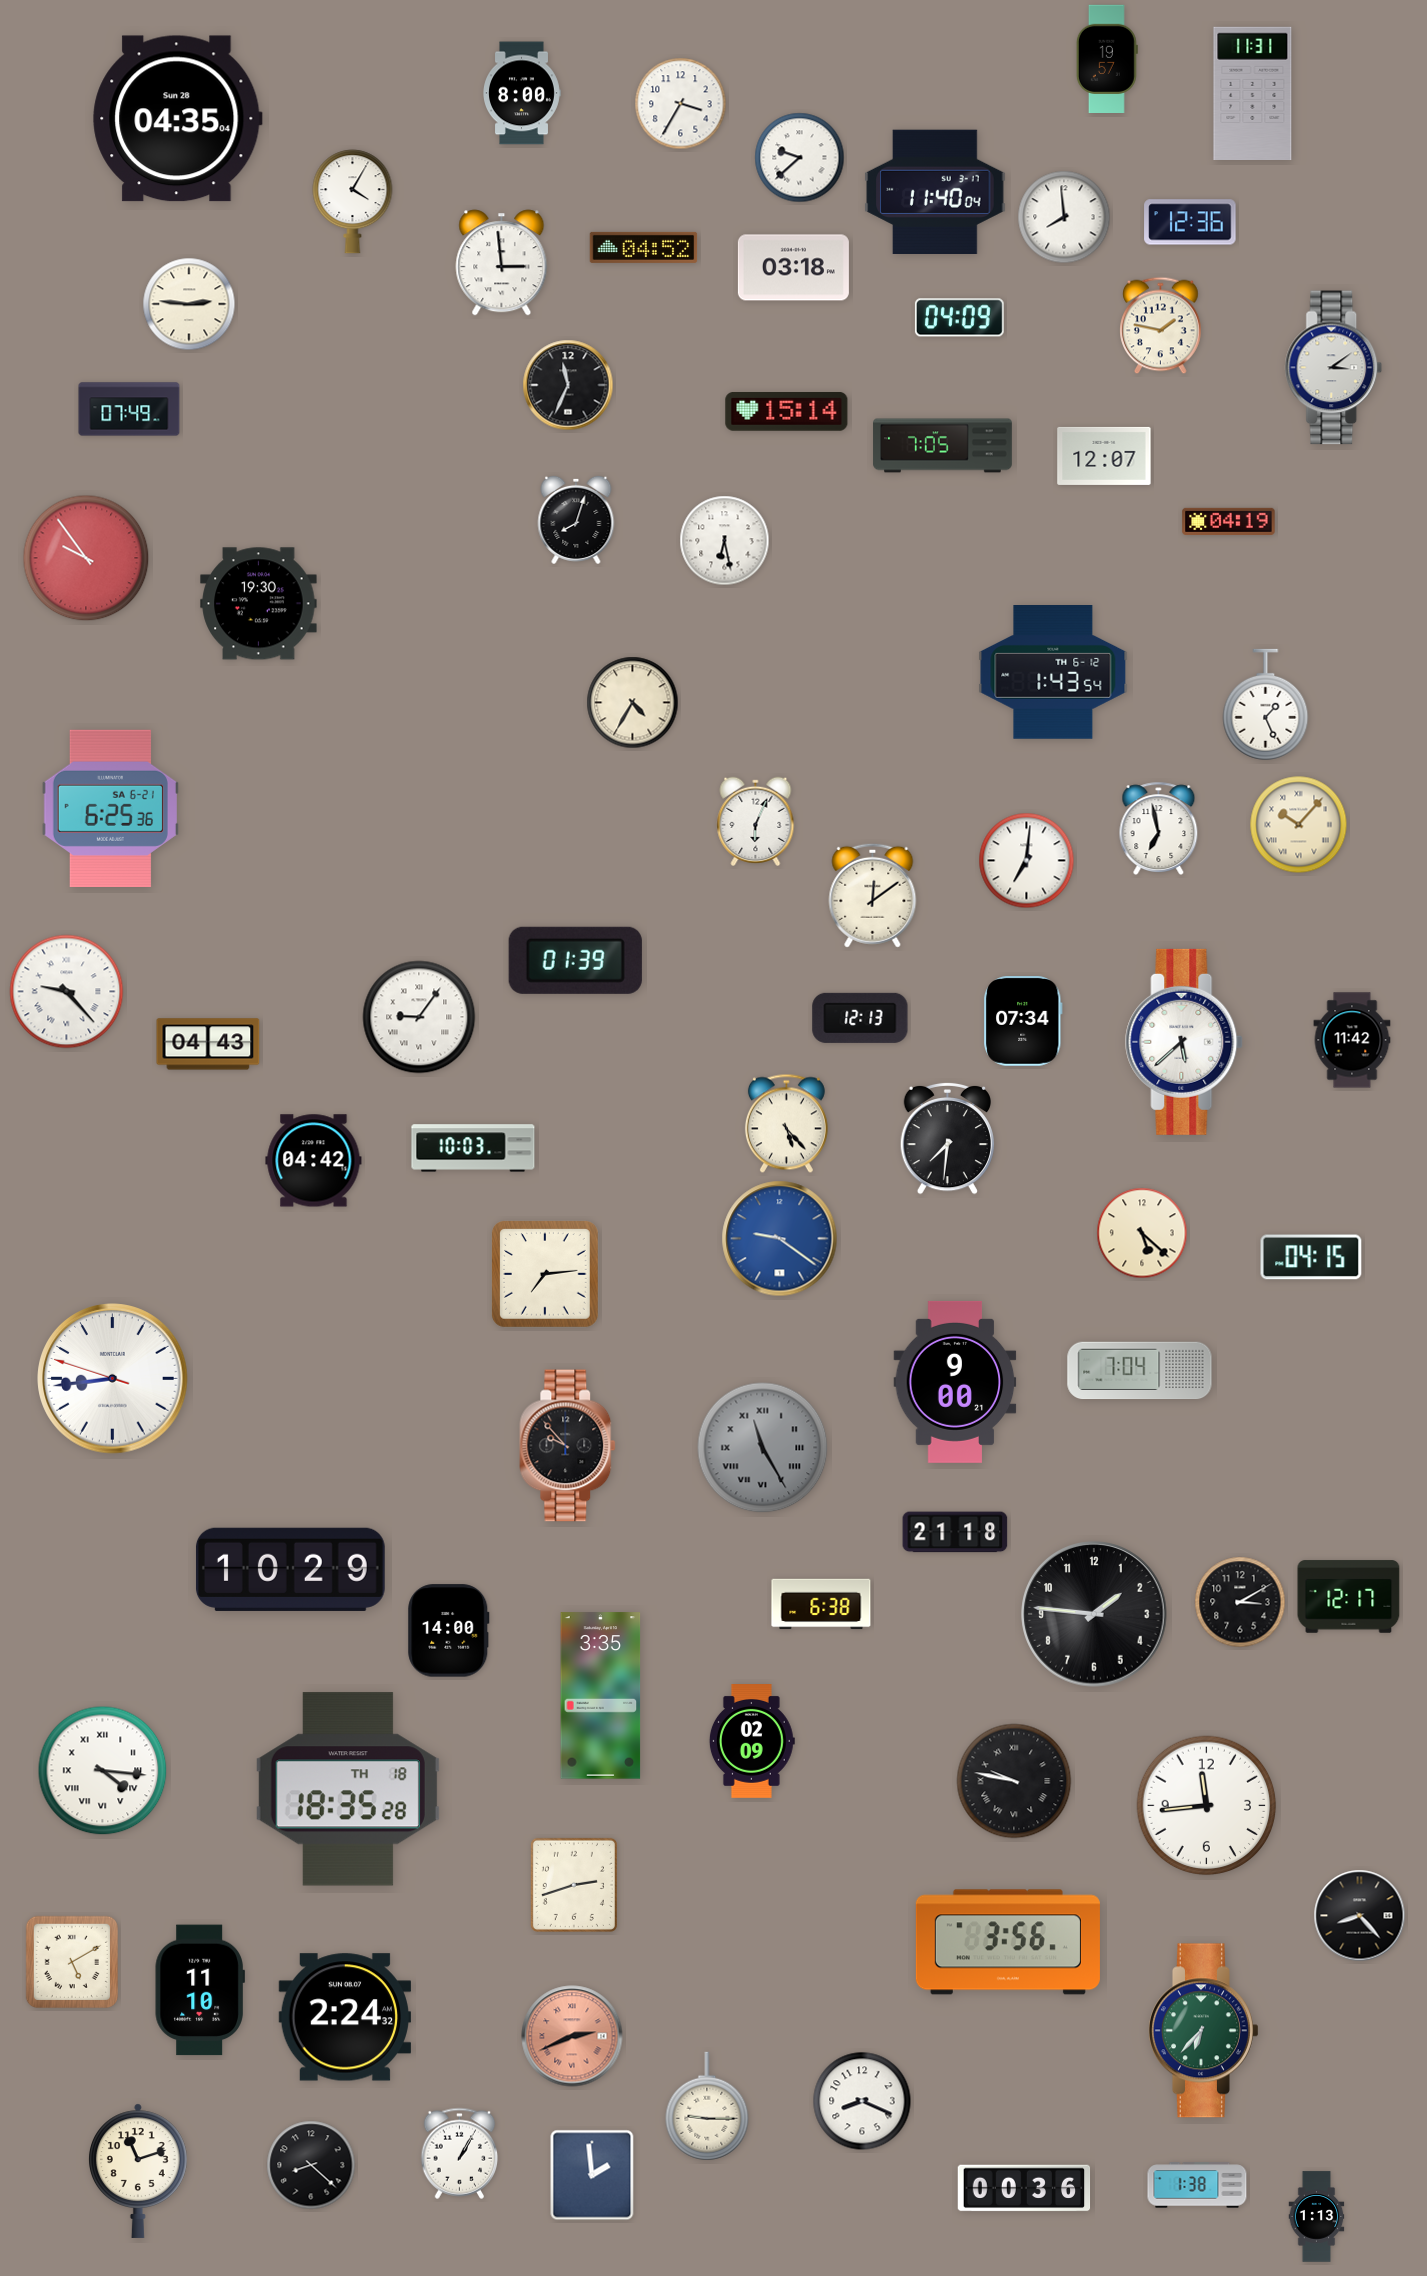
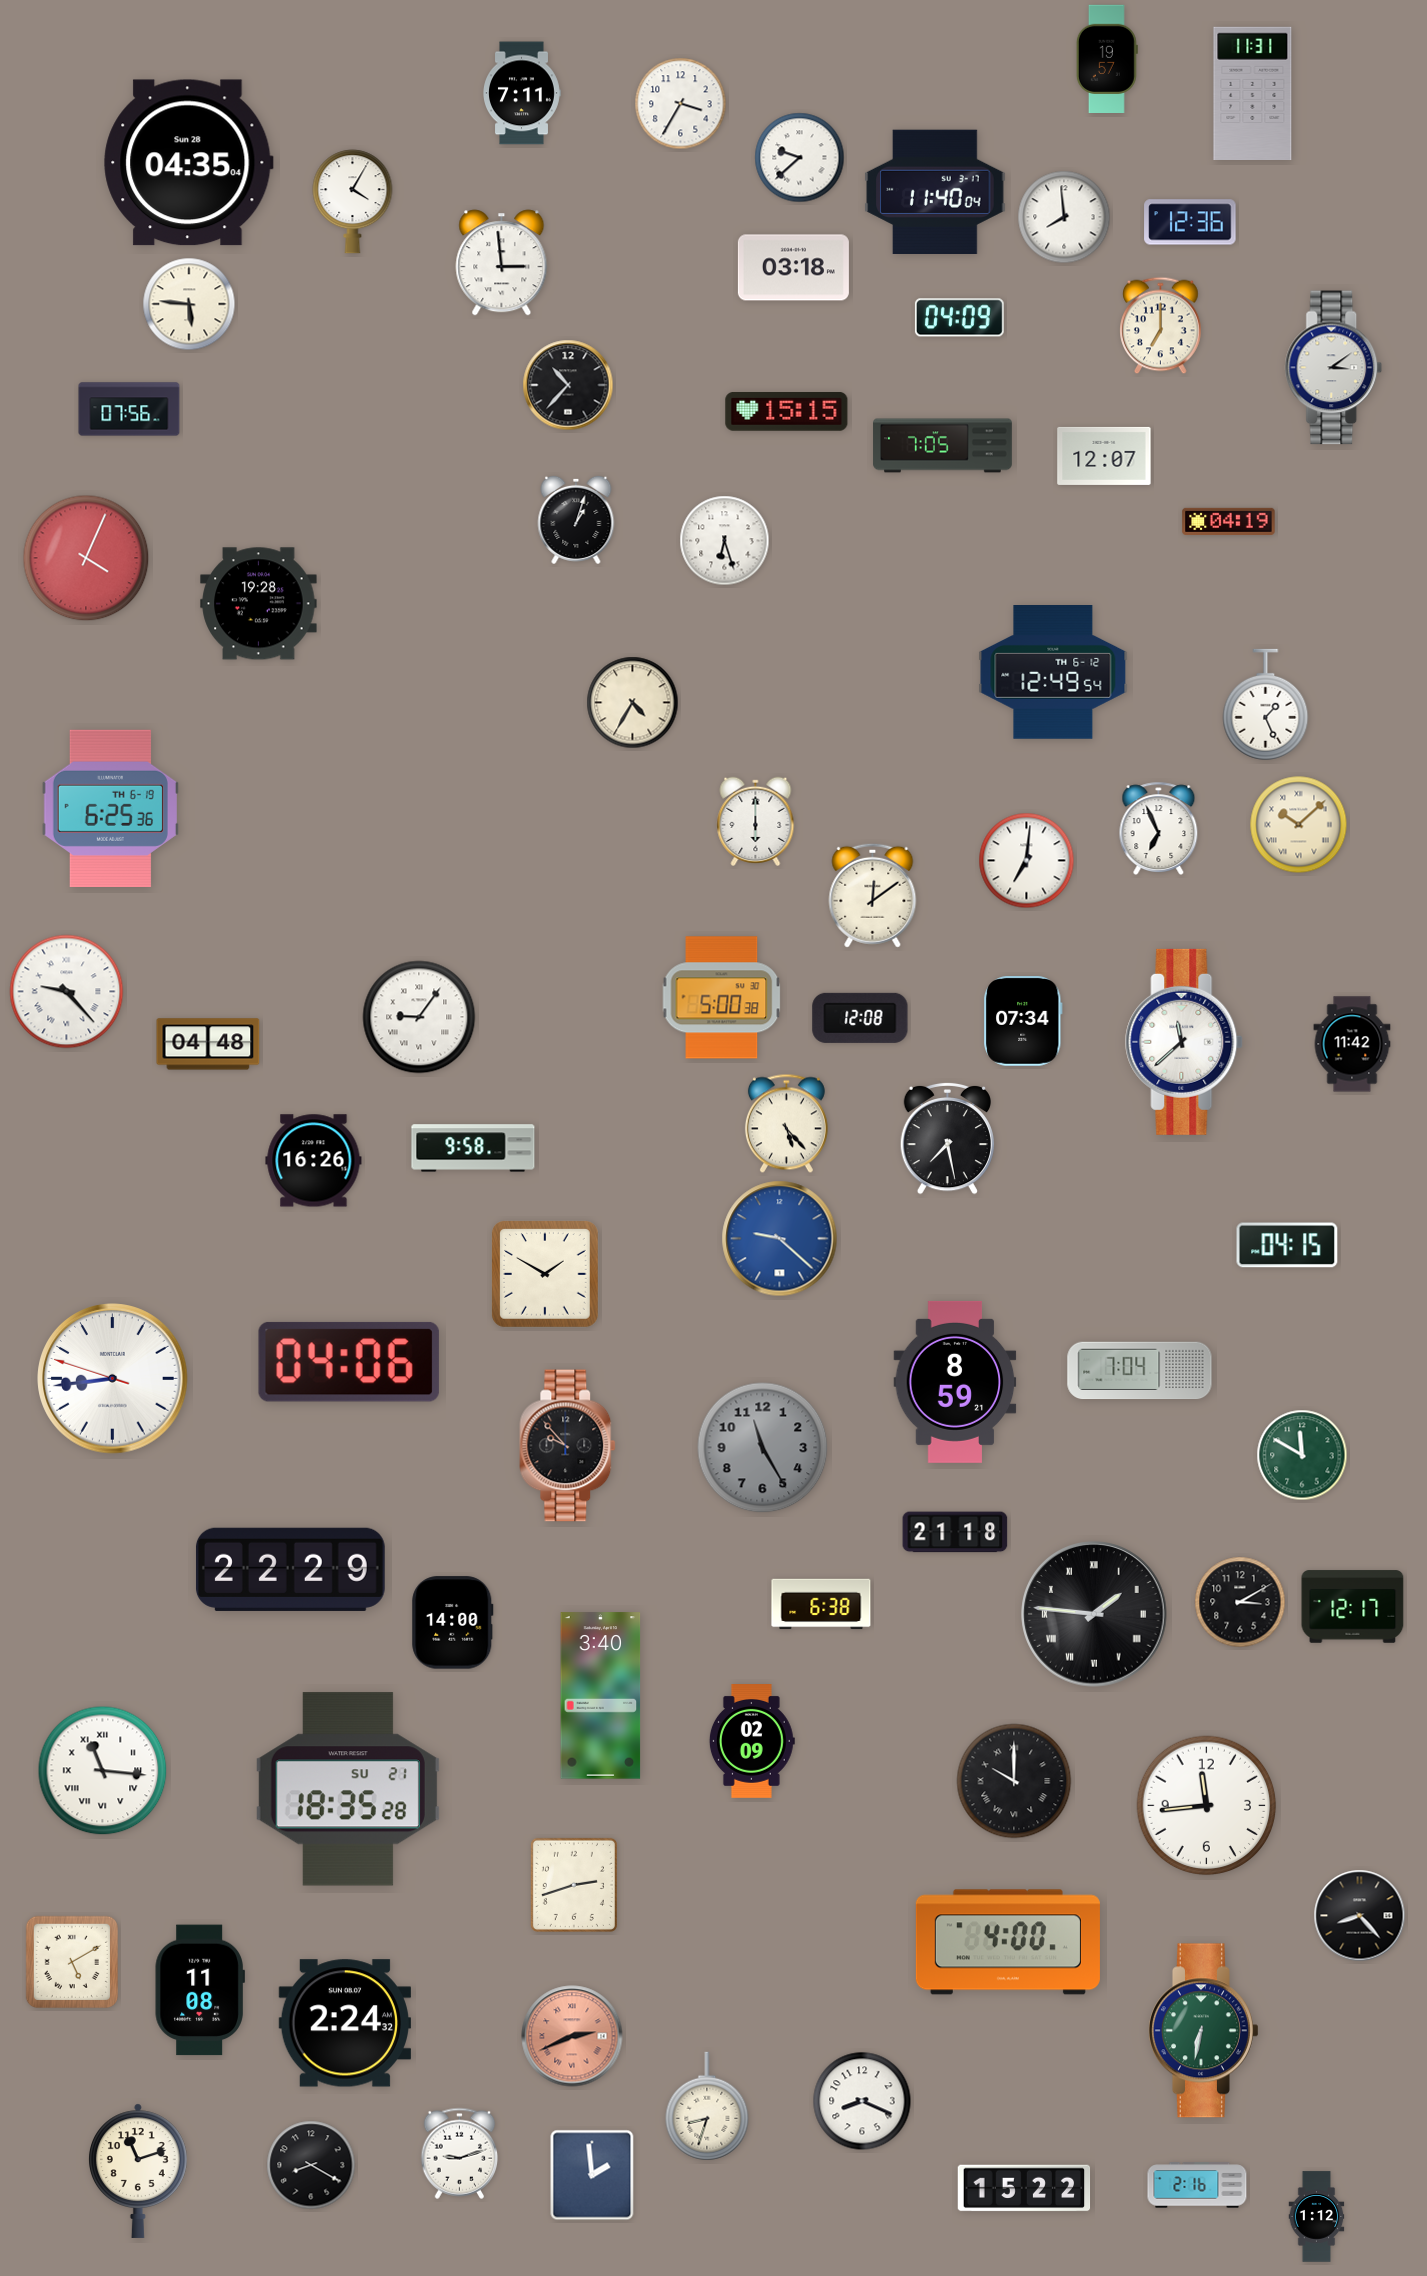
clock at (522, 93): 8:00 -> 7:11
clock at (178, 119) position: (178, 119) -> (189, 163)
clock at (644, 247): 04:52 -> none
clock at (189, 304): 2:46 -> 5:46
clock at (1161, 326): 1:47 -> 7:00
clock at (568, 385): 11:34 -> 10:37
clock at (129, 409): 07:49 -> 07:56
clock at (787, 412): 15:14 -> 15:15
clock at (576, 520): 8:03 -> 1:03
clock at (725, 541): 6:28 -> 6:27
clock at (86, 558): 9:54 -> 4:04
clock at (259, 604): 19:30 -> 19:28
clock at (1053, 673): 1:43 -> 12:49
clock at (110, 808) date: SA 6-21 -> TH 6-19
clock at (756, 821): 6:04 -> 6:00
clock at (1299, 825): 10:07 -> 10:08
clock at (1159, 828): 6:58 -> 6:56
clock at (575, 960): 01:39 -> none
clock at (722, 998): none -> 5:00
clock at (860, 1018): 12:13 -> 12:08
clock at (1352, 1040) position: (1352, 1040) -> (1352, 1044)
clock at (1185, 1042): 5:38 -> 11:38
clock at (208, 1044): 04:43 -> 04:48
clock at (947, 1138): 7:31 -> 7:28
clock at (473, 1148): 10:03 -> 9:58
clock at (314, 1161): 04:42 -> 16:26
clock at (1142, 1233): 5:22 -> none
clock at (780, 1239): 9:21 -> 9:22
clock at (1311, 1257) position: (1311, 1257) -> (1287, 1245)
clock at (546, 1275): 7:14 -> 1:50
clock at (349, 1362): none -> 04:06
clock at (955, 1382): 9:00 -> 8:59
clock at (763, 1448) numerals: Roman -> Arabic
clock at (1302, 1455): none -> 11:50
clock at (290, 1569): 10:29 -> 22:29
clock at (1349, 1597) position: (1349, 1597) -> (1353, 1607)
clock at (1094, 1614) numerals: Arabic -> Roman
clock at (449, 1631) position: (449, 1631) -> (453, 1623)
clock at (601, 1696): 3:35 -> 3:40
clock at (103, 1771): 4:16 -> 11:16
clock at (1014, 1781): 9:47 -> 10:00
clock at (348, 1789) date: TH 18 -> SU 21
clock at (1008, 1942): 3:56 -> 4:00
clock at (200, 1990): 11:10 -> 11:08
clock at (344, 2017) position: (344, 2017) -> (344, 2023)
clock at (1203, 2031): 6:37 -> 6:32
clock at (707, 2106): 9:15 -> 8:33
clock at (460, 2153): 1:05 -> 9:12
clock at (311, 2165): 8:22 -> 8:20
clock at (1197, 2185): 1:38 -> 2:16
clock at (1024, 2188): 00:36 -> 15:22
clock at (1317, 2217): 1:13 -> 1:12
